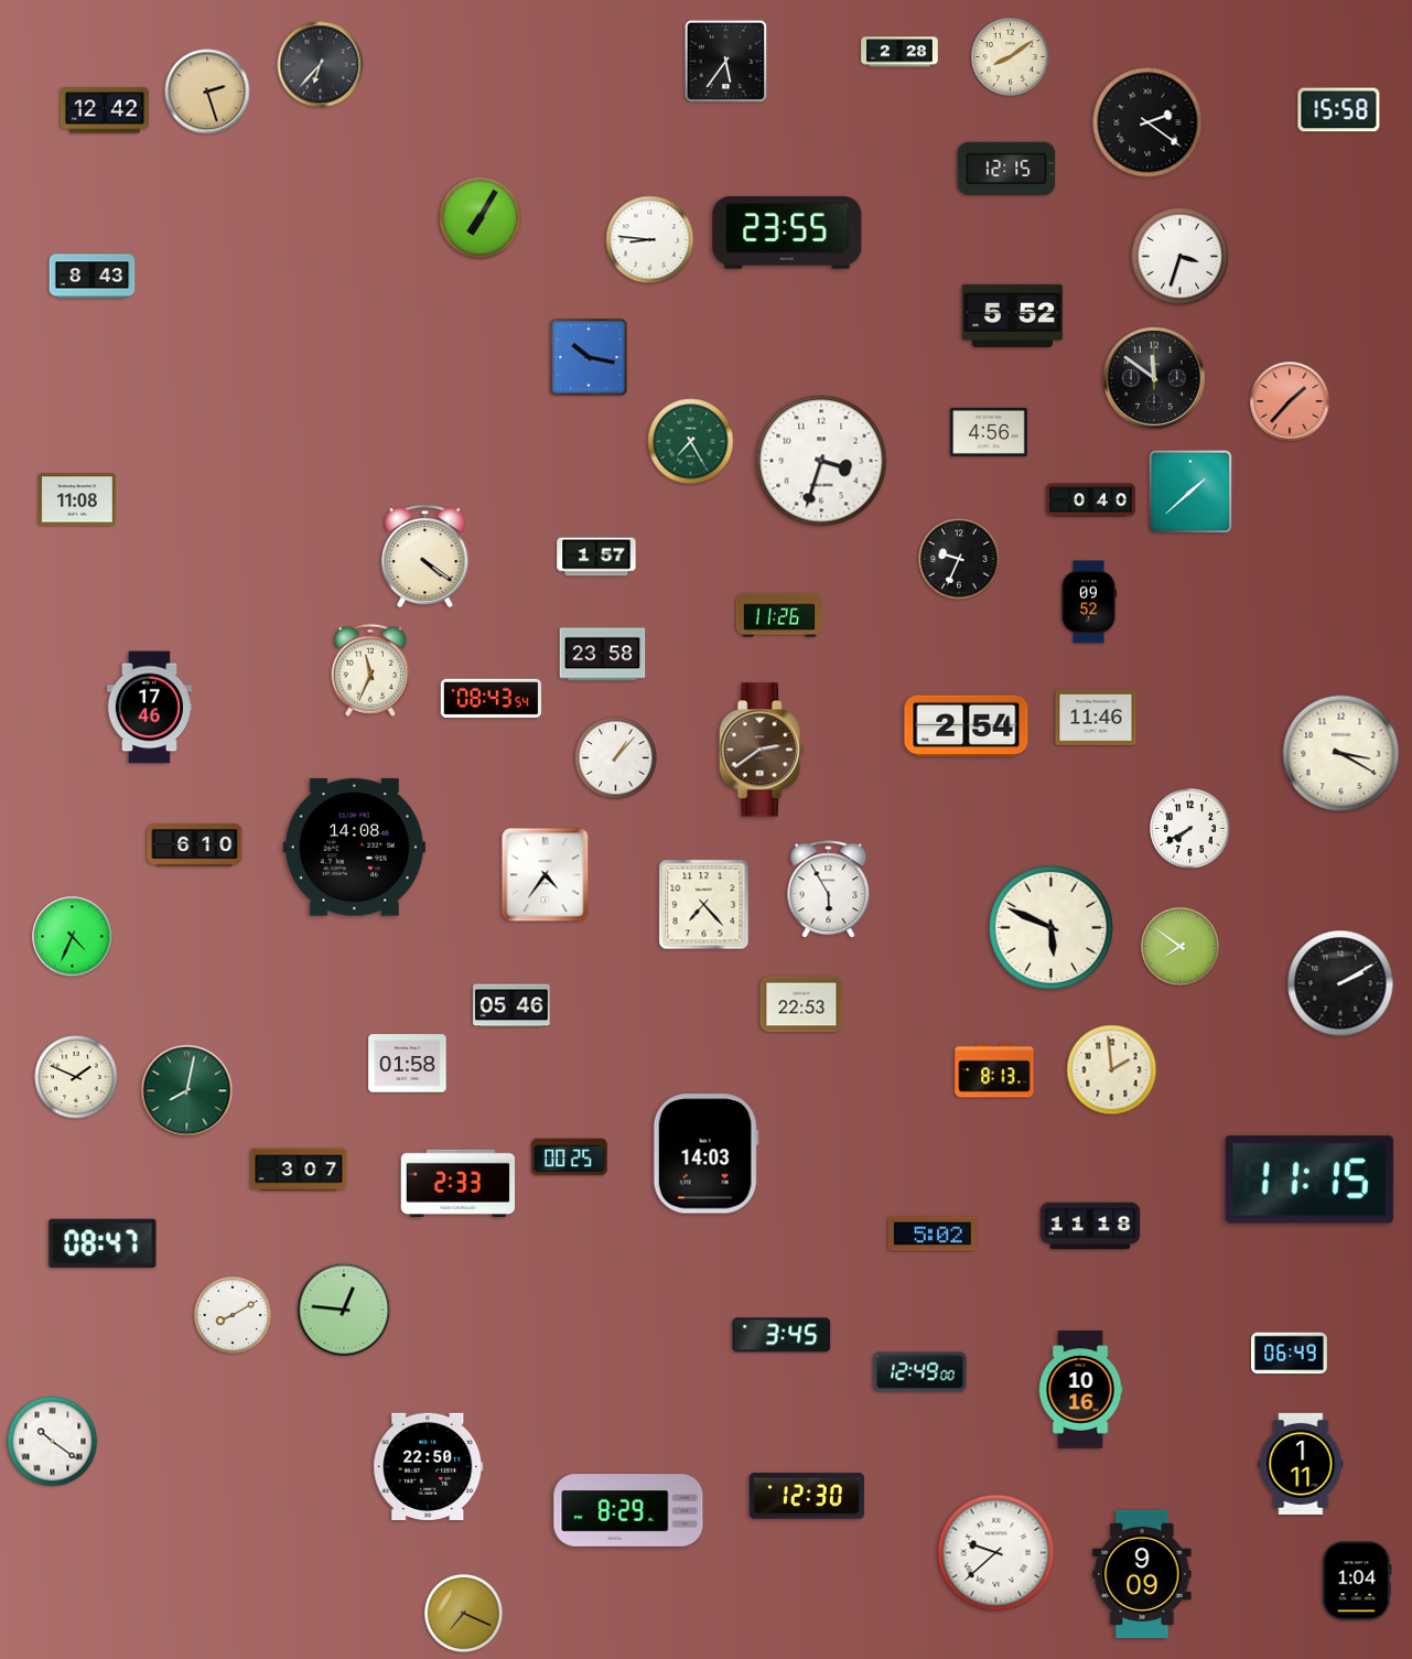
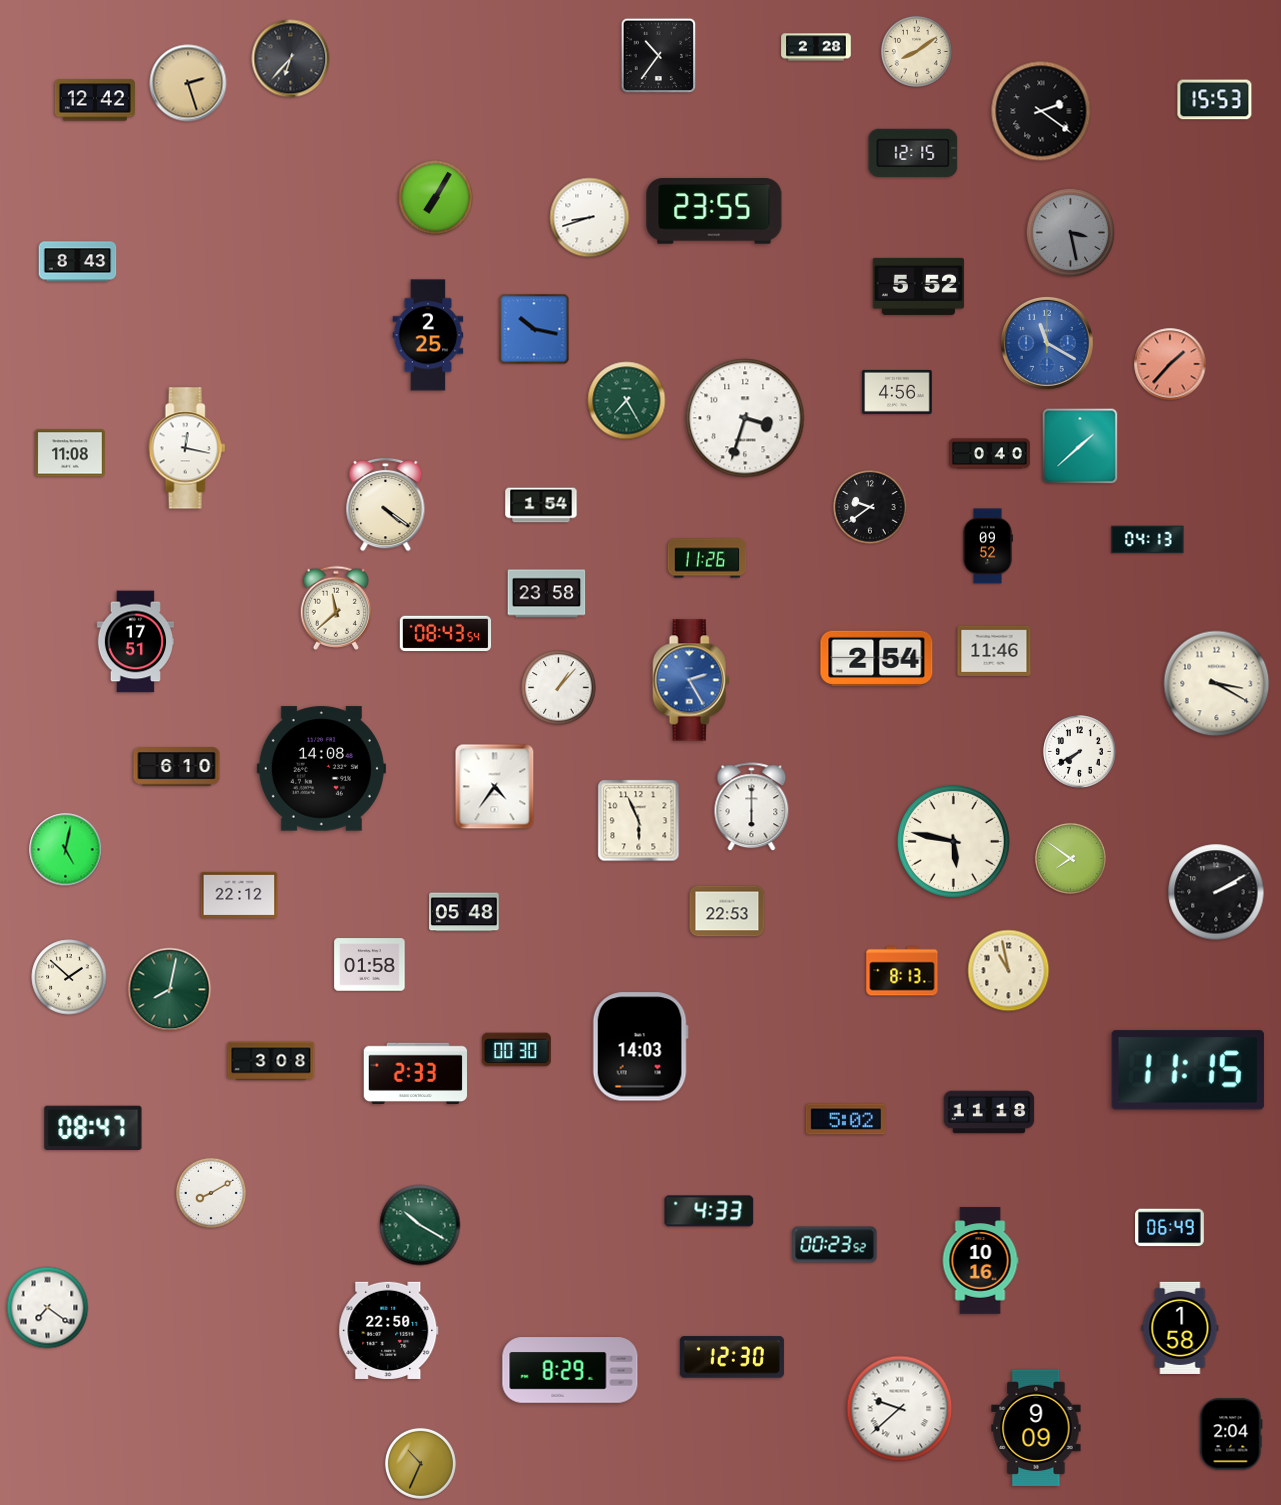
clock at (726, 62): 5:36 -> 10:36
clock at (1339, 110): 15:58 -> 15:53
clock at (650, 240): 8:46 -> 8:42
clock at (1181, 257): 3:33 -> 3:28
clock at (1181, 257) dial: white -> grey
clock at (93, 277) position: (93, 277) -> (78, 262)
clock at (589, 357) position: (589, 357) -> (534, 329)
clock at (428, 335): none -> 2:25
clock at (1154, 378): 11:51 -> 11:20
clock at (1154, 378) dial: black -> blue
clock at (187, 448): none -> 12:17
clock at (596, 557): 1:57 -> 1:54
clock at (959, 559): 9:34 -> 9:39
clock at (1148, 540): none -> 04:13
clock at (369, 670): 11:34 -> 11:38
clock at (149, 708): 17:46 -> 17:51
clock at (762, 750): 2:39 -> 2:25
clock at (762, 750) dial: brown -> blue
clock at (546, 875) position: (546, 875) -> (495, 787)
clock at (829, 890): 5:55 -> 6:00
clock at (704, 905): 7:23 -> 5:56
clock at (1050, 927): 5:49 -> 5:47
clock at (73, 937): 4:34 -> 5:02
clock at (239, 895): none -> 22:12
clock at (511, 1005): 05:46 -> 05:48
clock at (1112, 1070): 1:59 -> 10:58
clock at (76, 1077): 1:49 -> 1:52
clock at (569, 1157): 00:25 -> 00:30
clock at (299, 1170): 3:07 -> 3:08
clock at (344, 1310): 12:46 -> none
clock at (782, 1335): 3:45 -> 4:33
clock at (420, 1225): none -> 10:20
clock at (920, 1372): 12:49 -> 00:23
clock at (53, 1442): 10:21 -> 7:21
clock at (1301, 1464): 1:11 -> 1:58
clock at (996, 1553) position: (996, 1553) -> (900, 1409)
clock at (1357, 1581): 1:04 -> 2:04
clock at (463, 1613): 7:19 -> 10:34
